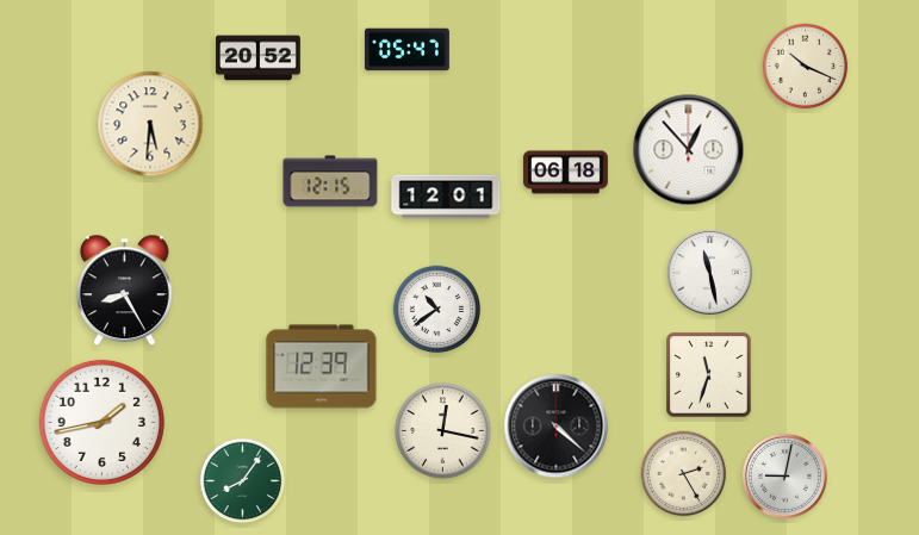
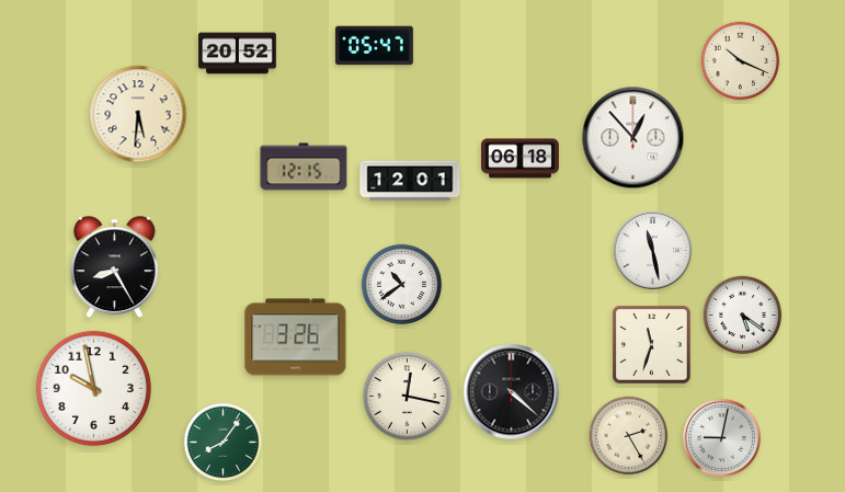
clock at (743, 316): none -> 5:21
clock at (322, 367): 12:39 -> 3:26
clock at (101, 422): 1:43 -> 9:58
